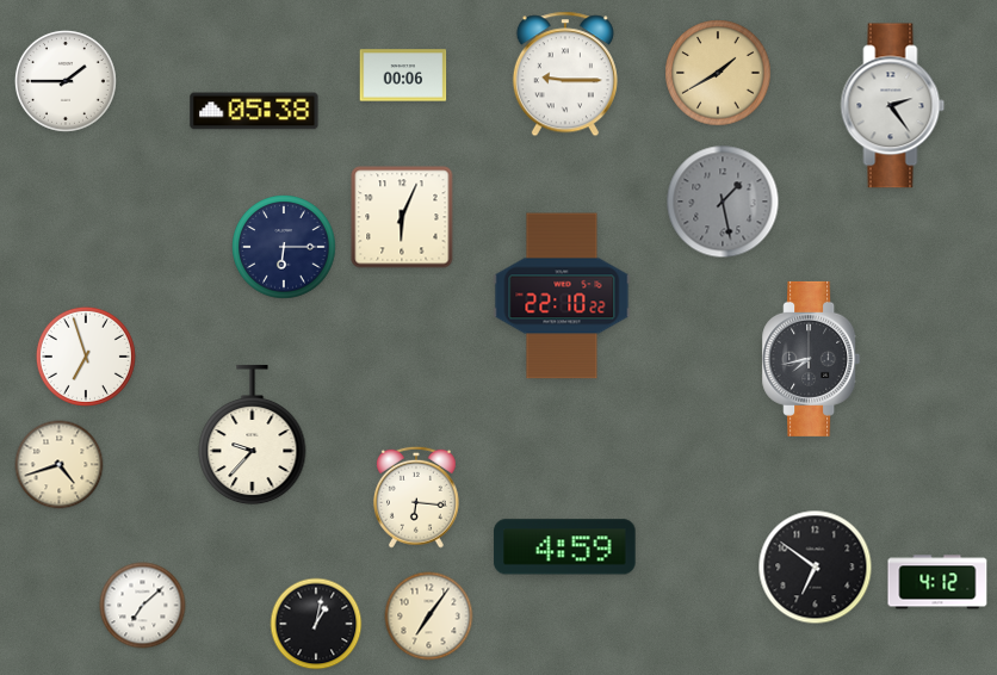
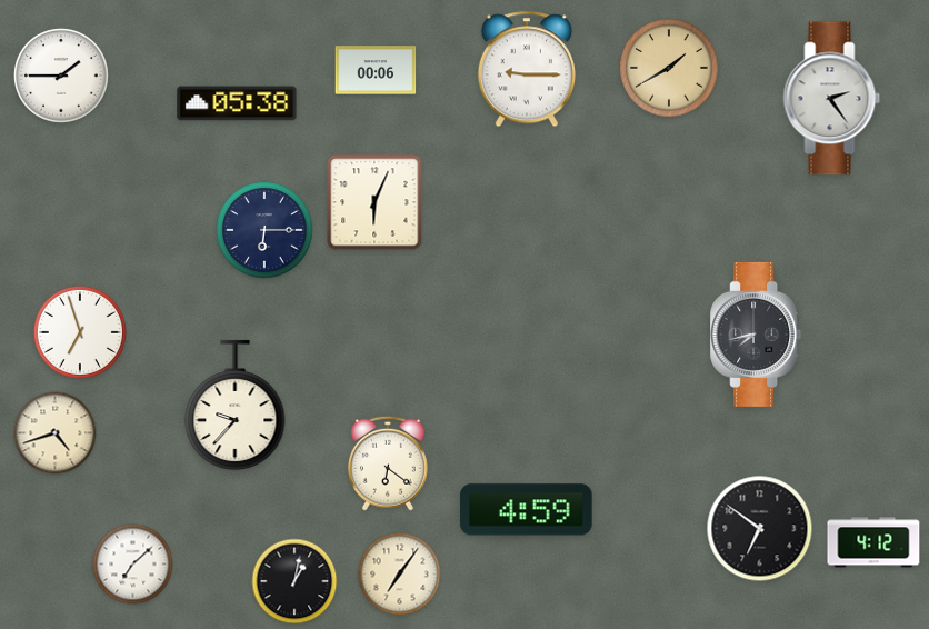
clock at (723, 202): 1:28 -> none
clock at (562, 296): 22:10 -> none
clock at (416, 497): 6:16 -> 6:21
